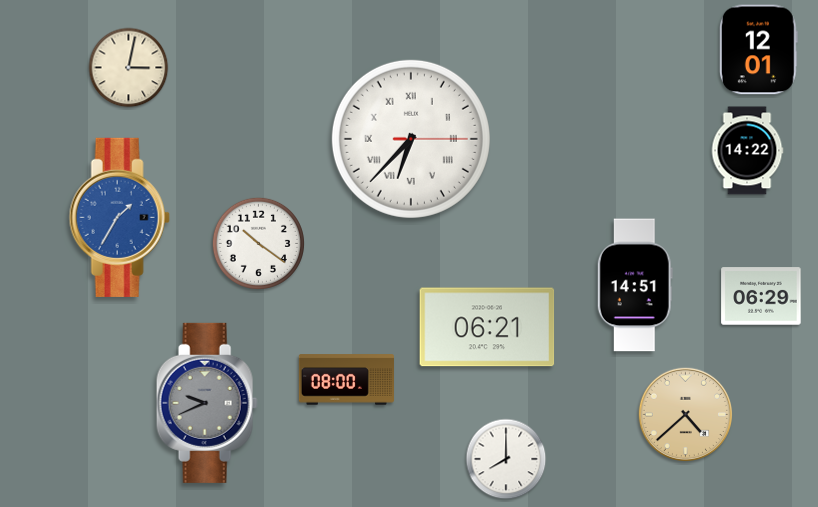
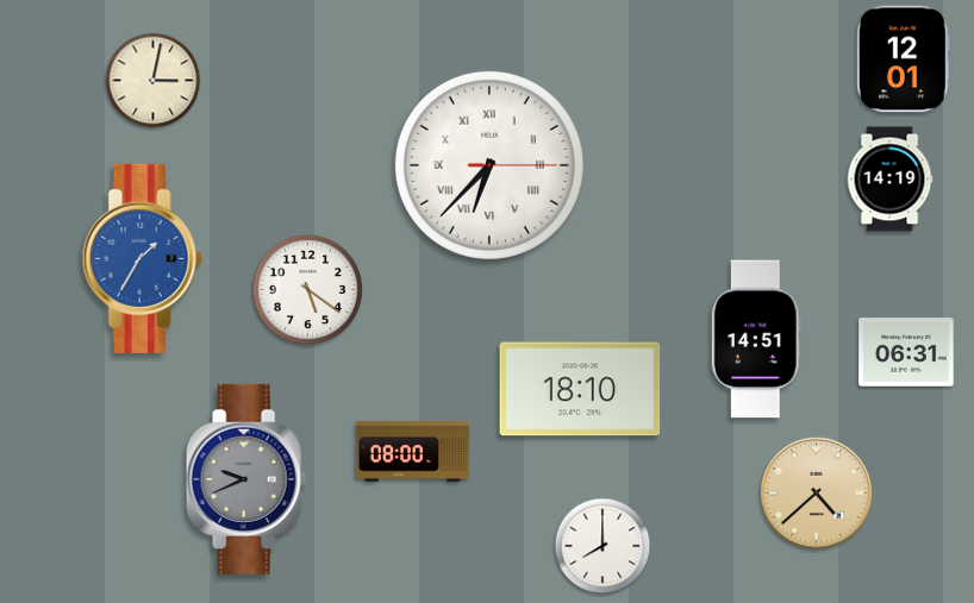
clock at (747, 151): 14:22 -> 14:19
clock at (258, 243): 10:21 -> 5:21
clock at (761, 296): 06:29 -> 06:31
clock at (487, 327): 06:21 -> 18:10
